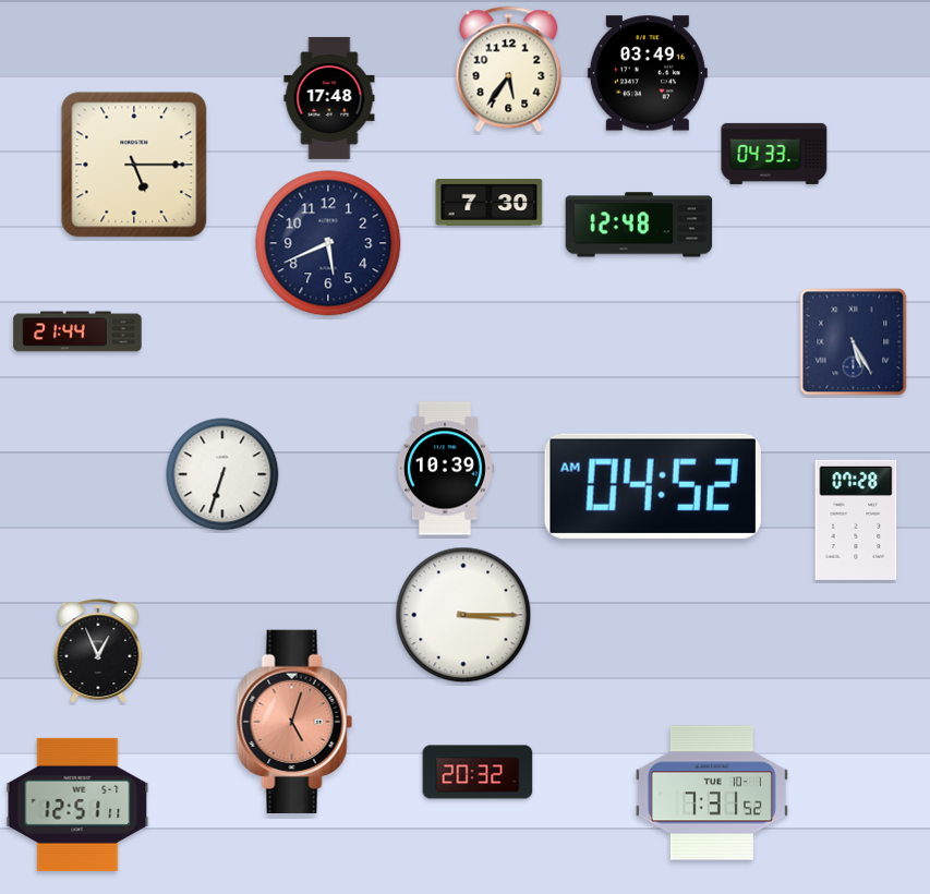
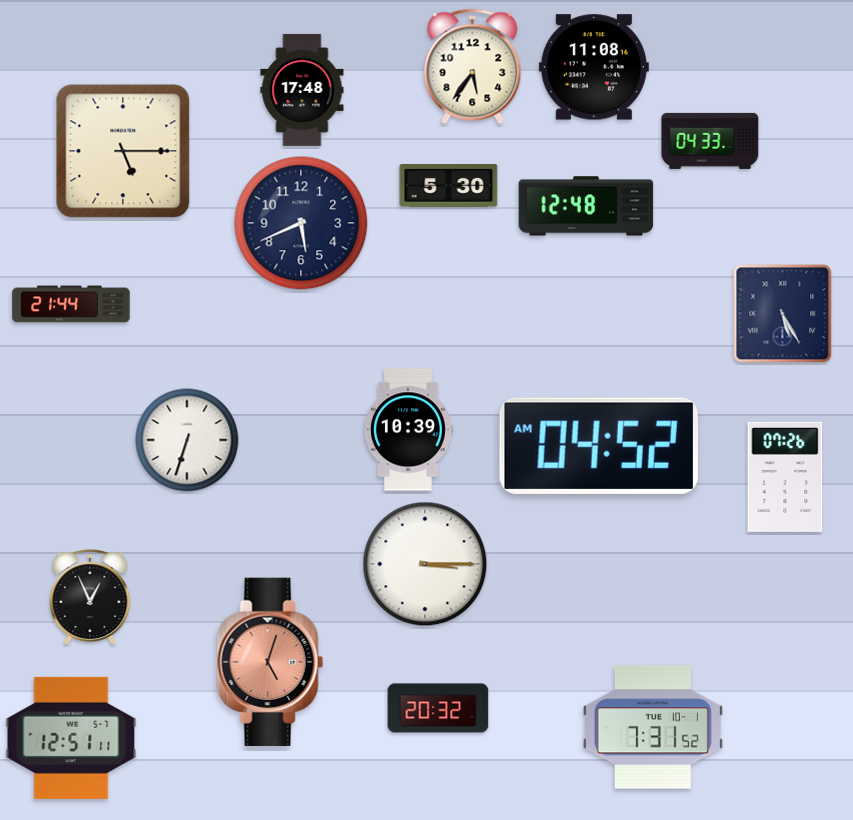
clock at (509, 70) position: (509, 70) -> (473, 67)
clock at (648, 73): 03:49 -> 11:08
clock at (490, 203): 7:30 -> 5:30
clock at (222, 474) position: (222, 474) -> (187, 440)
clock at (856, 520): 07:28 -> 07:26
